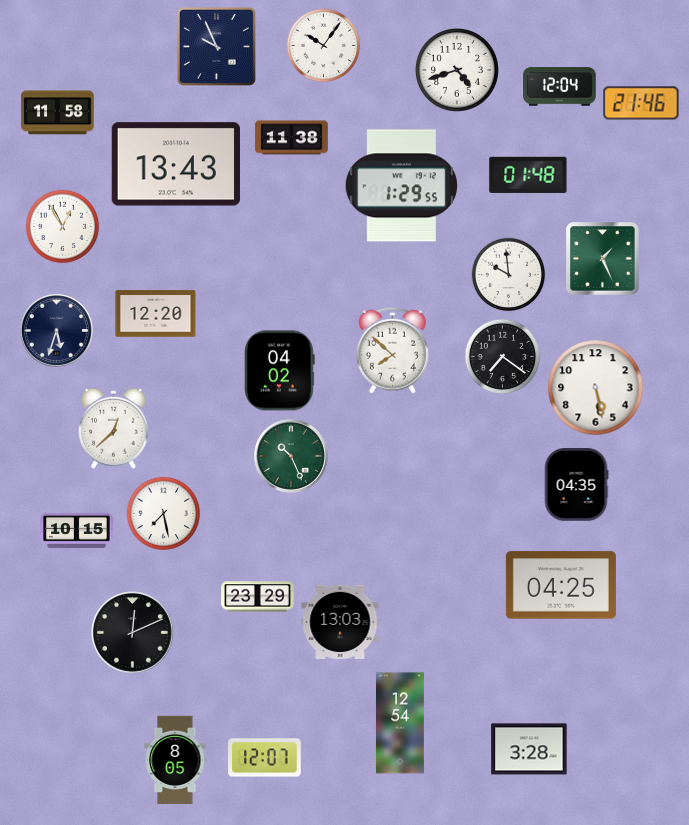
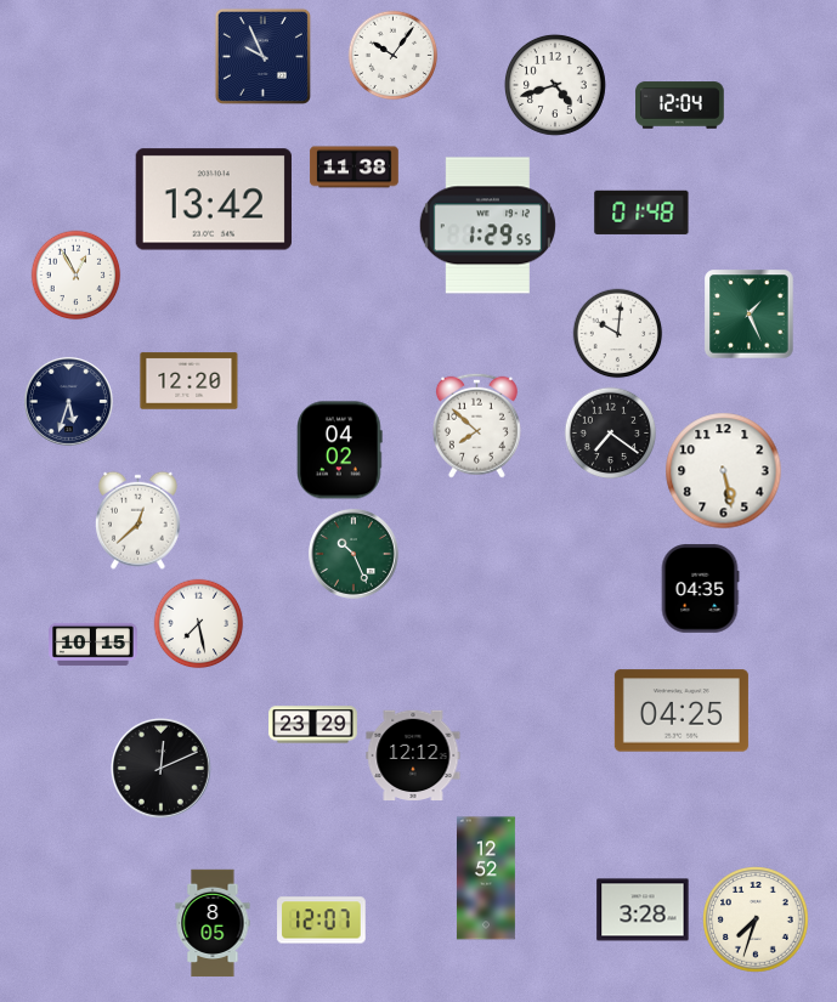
clock at (641, 103): 21:46 -> none
clock at (58, 113): 11:58 -> none
clock at (176, 164): 13:43 -> 13:42
clock at (603, 259) position: (603, 259) -> (750, 315)
clock at (509, 275): 9:59 -> 10:01
clock at (340, 622): 13:03 -> 12:12
clock at (400, 723): 12:54 -> 12:52
clock at (756, 919): none -> 7:33
